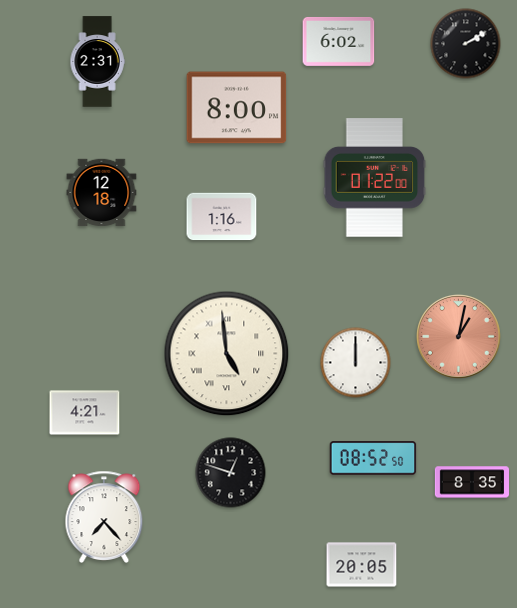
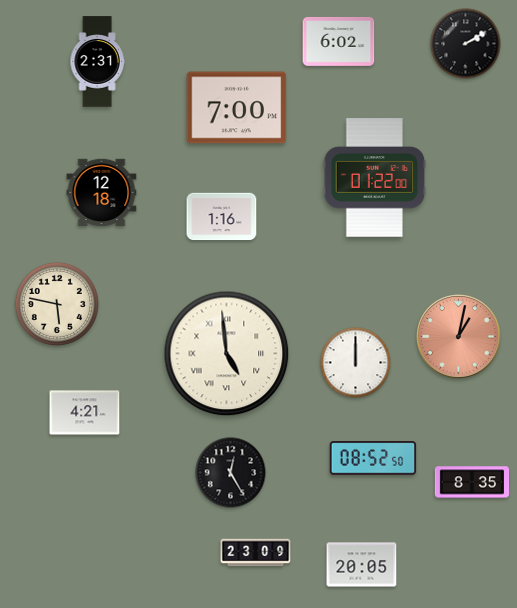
clock at (237, 108): 8:00 -> 7:00
clock at (57, 304): none -> 5:47
clock at (231, 473): 12:48 -> 12:25
clock at (104, 517): 7:23 -> none
clock at (256, 553): none -> 23:09
